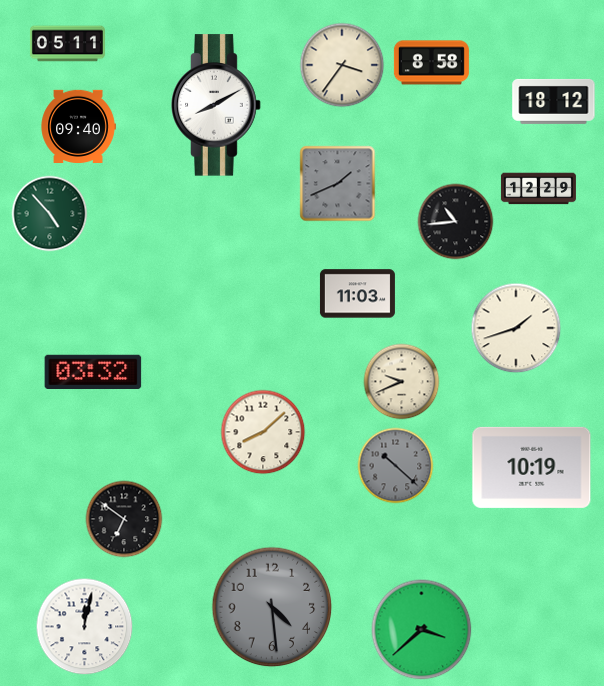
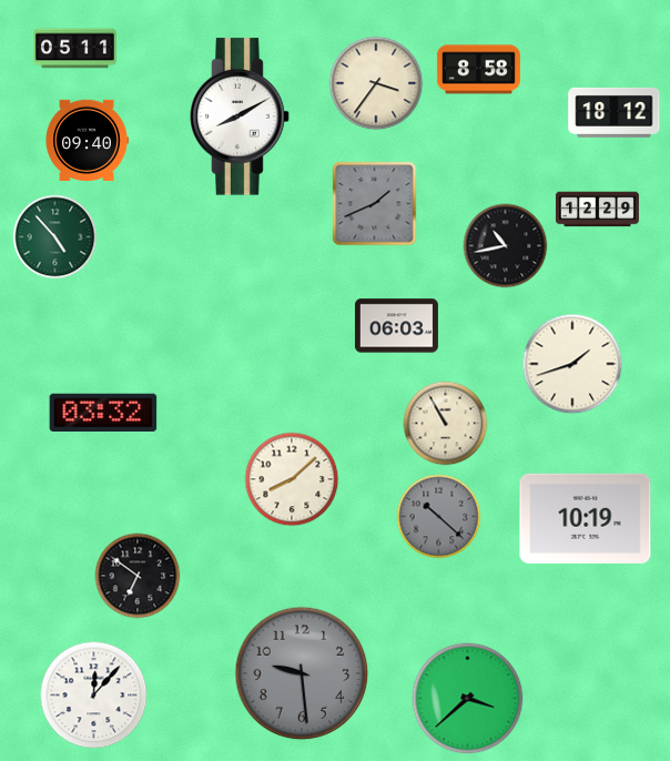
clock at (342, 65) position: (342, 65) -> (376, 83)
clock at (456, 222): 10:44 -> 10:43
clock at (357, 294): 11:03 -> 06:03
clock at (402, 382): 9:41 -> 10:55
clock at (532, 467) position: (532, 467) -> (586, 518)
clock at (272, 607): 4:29 -> 9:29
clock at (85, 627): 12:02 -> 12:07
